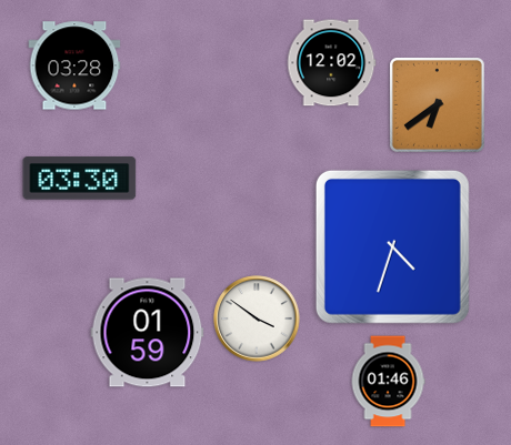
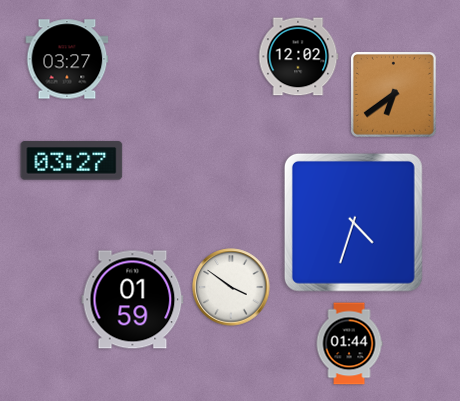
clock at (74, 65): 03:28 -> 03:27
clock at (80, 179): 03:30 -> 03:27
clock at (388, 382): 01:46 -> 01:44
